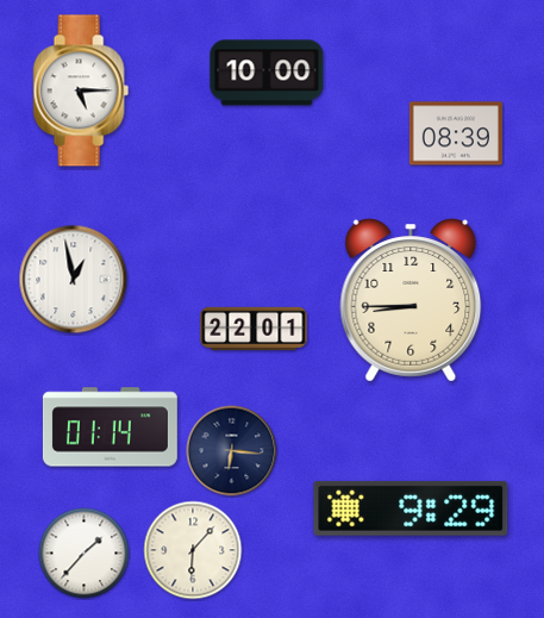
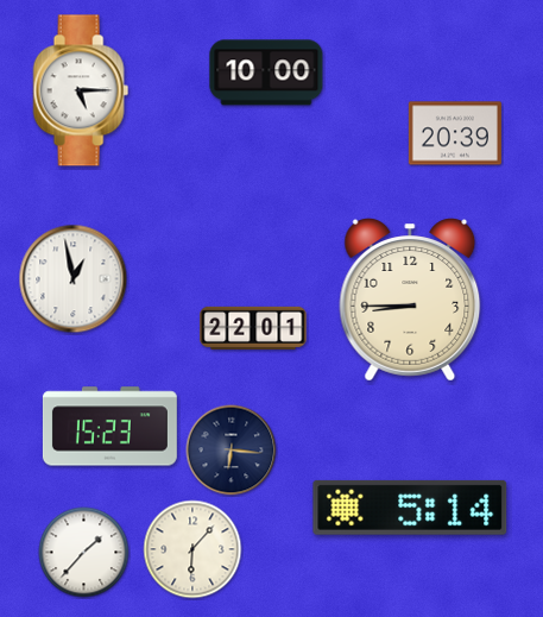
clock at (456, 133): 08:39 -> 20:39
clock at (110, 427): 01:14 -> 15:23
clock at (411, 508): 9:29 -> 5:14
